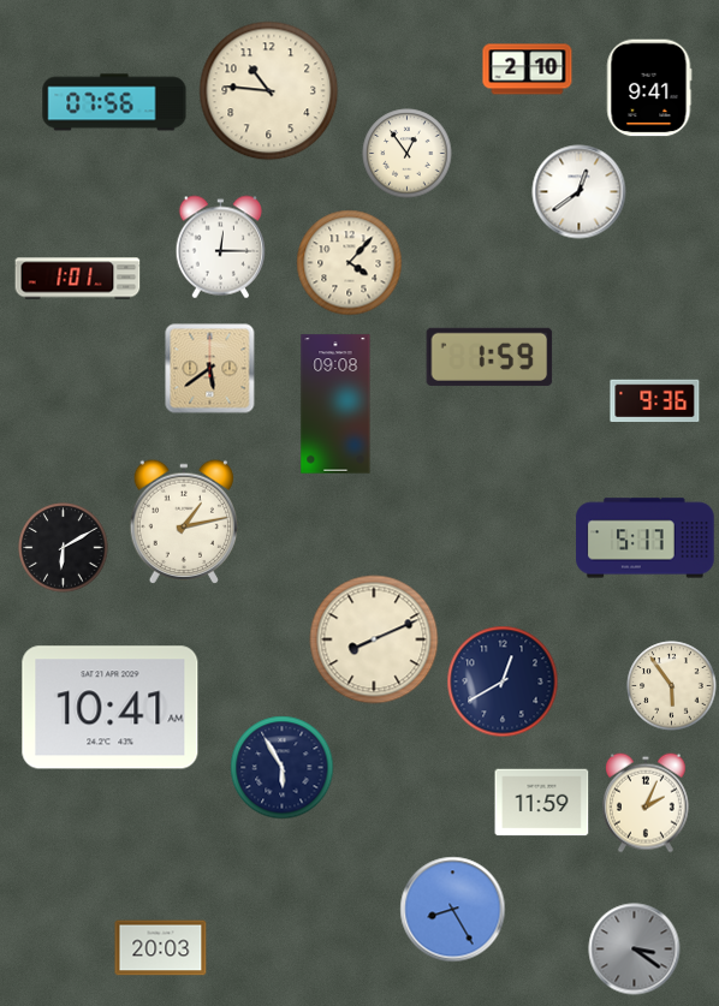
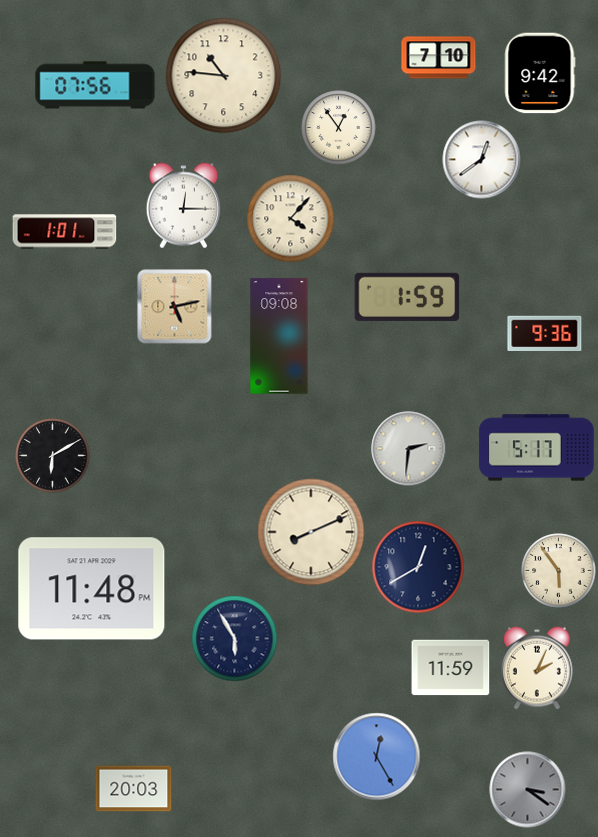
clock at (528, 70): 2:10 -> 7:10
clock at (649, 88): 9:41 -> 9:42
clock at (210, 369): 5:39 -> 5:13
clock at (183, 522): 1:13 -> none
clock at (409, 449): none -> 2:31
clock at (111, 708): 10:41 -> 11:48
clock at (453, 910): 8:25 -> 12:25
